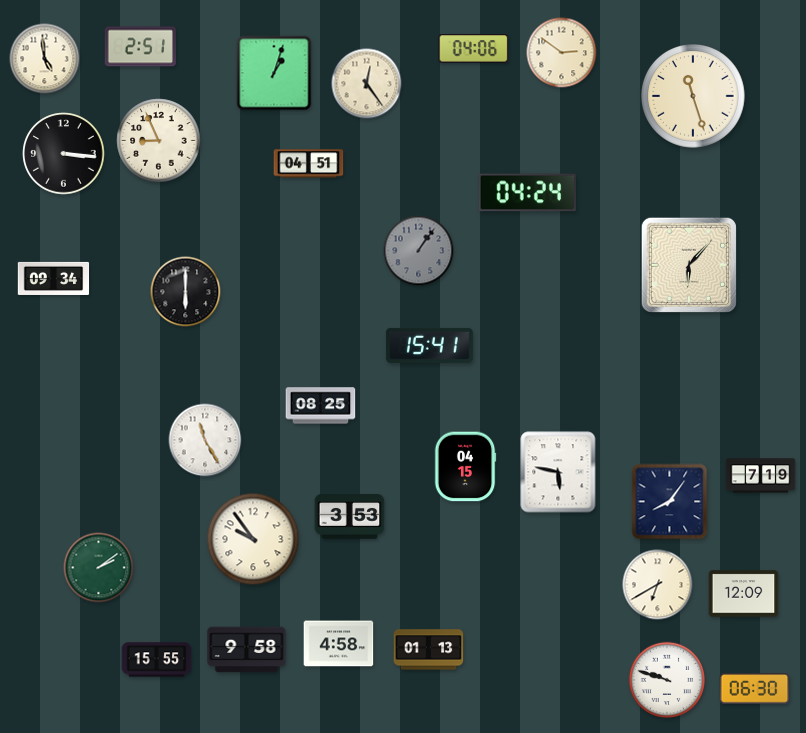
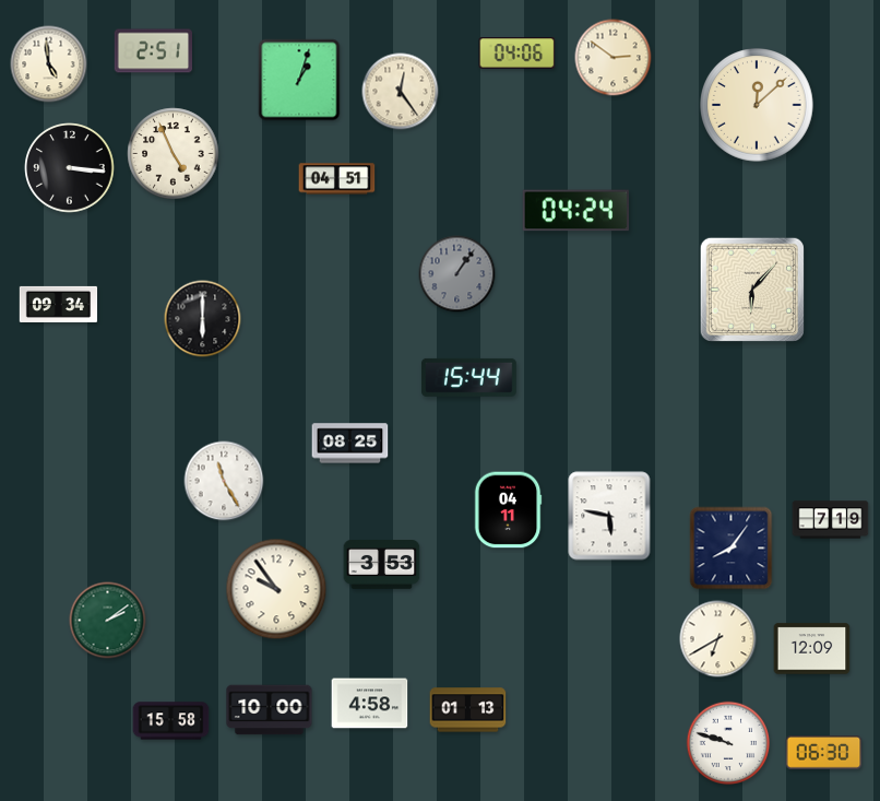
clock at (694, 97): 11:27 -> 12:08
clock at (159, 141): 8:56 -> 4:56
clock at (429, 345): 15:41 -> 15:44
clock at (465, 467): 04:15 -> 04:11
clock at (247, 650): 9:58 -> 10:00
clock at (157, 660): 15:55 -> 15:58
